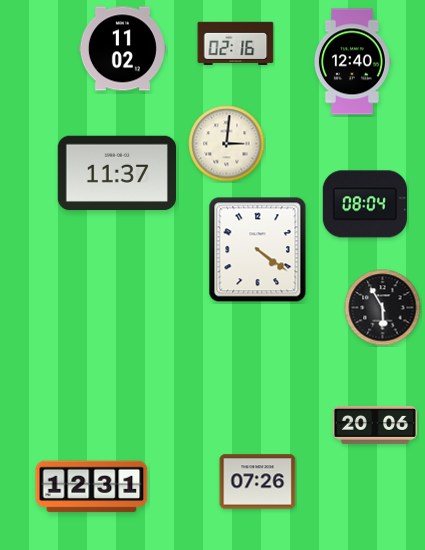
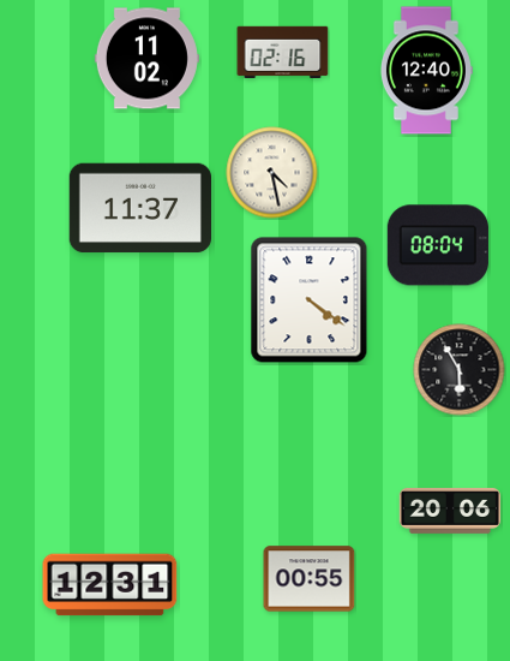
clock at (352, 62) position: (352, 62) -> (426, 71)
clock at (227, 144): 3:01 -> 4:28
clock at (258, 482): 07:26 -> 00:55
